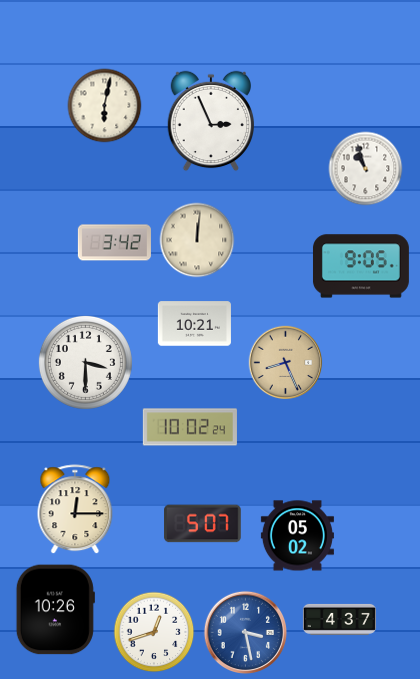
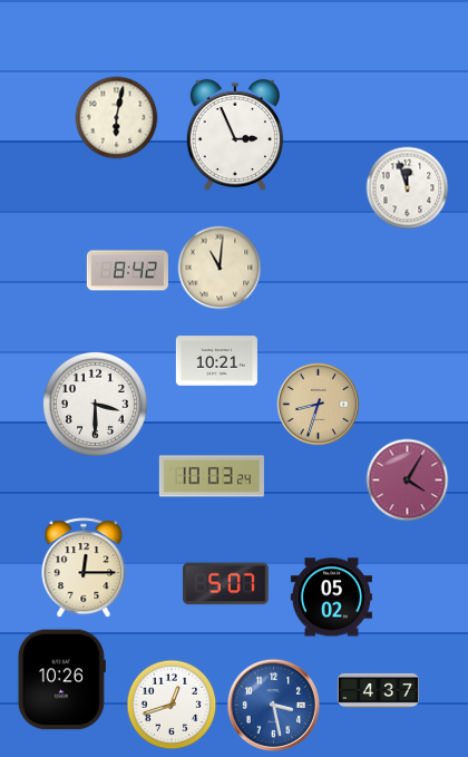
clock at (366, 169): 10:57 -> 11:57
clock at (197, 240): 12:01 -> 11:01
clock at (114, 243): 3:42 -> 8:42
clock at (361, 266): 9:05 -> none
clock at (286, 363): 8:26 -> 8:33
clock at (190, 427): 10:02 -> 10:03
clock at (408, 481): none -> 4:05
